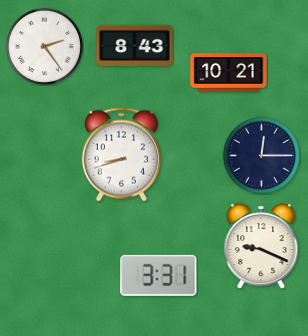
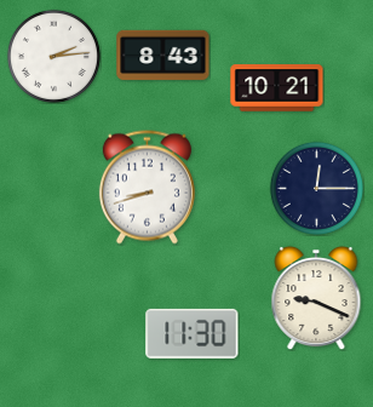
clock at (44, 46): 2:24 -> 2:14
clock at (159, 275): 3:31 -> 11:30
